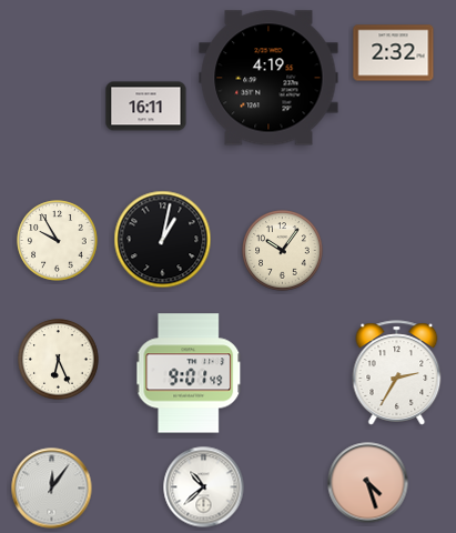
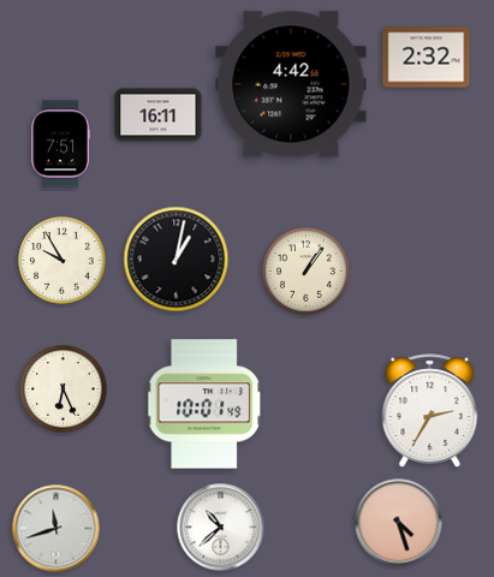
clock at (268, 78): 4:19 -> 4:42
clock at (60, 144): none -> 7:51
clock at (283, 251): 10:06 -> 1:06
clock at (190, 373): 9:01 -> 10:01
clock at (397, 373) position: (397, 373) -> (430, 411)
clock at (52, 489): 12:06 -> 11:42
